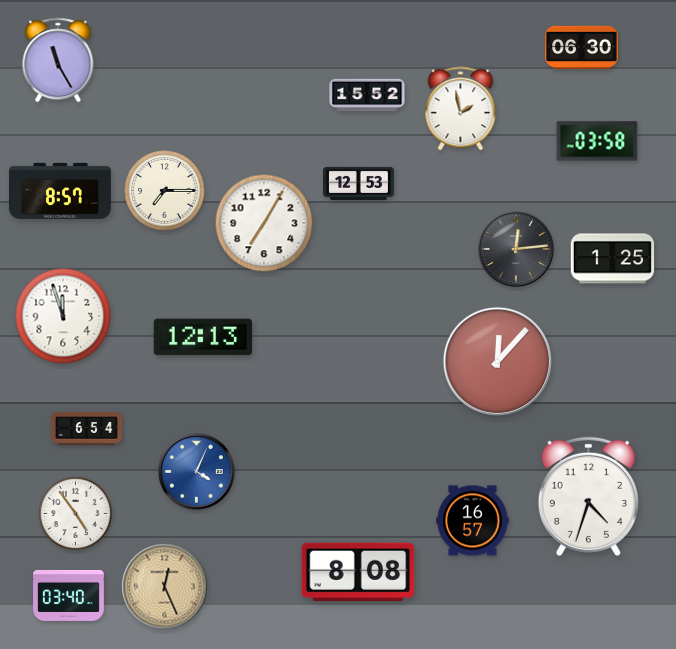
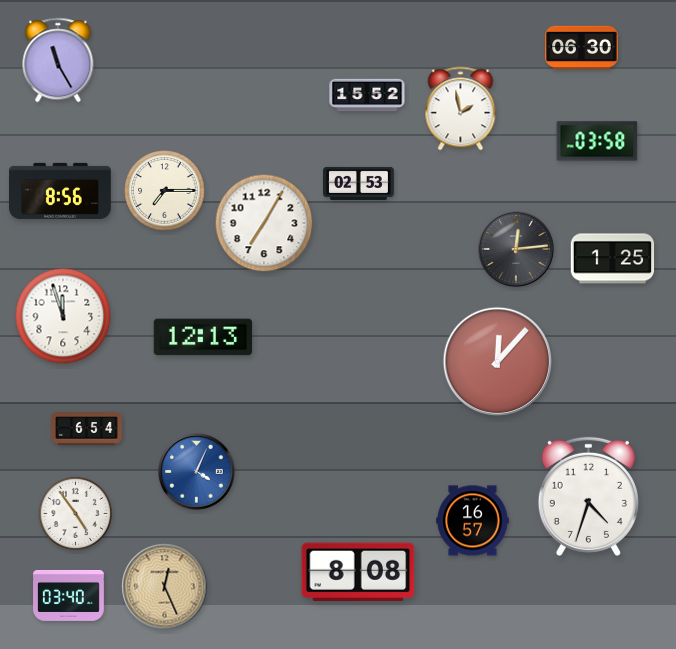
clock at (359, 183): 12:53 -> 02:53
clock at (61, 191): 8:57 -> 8:56
